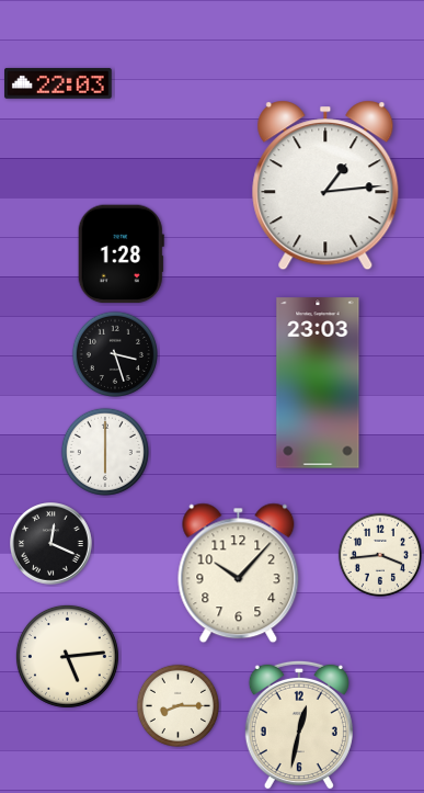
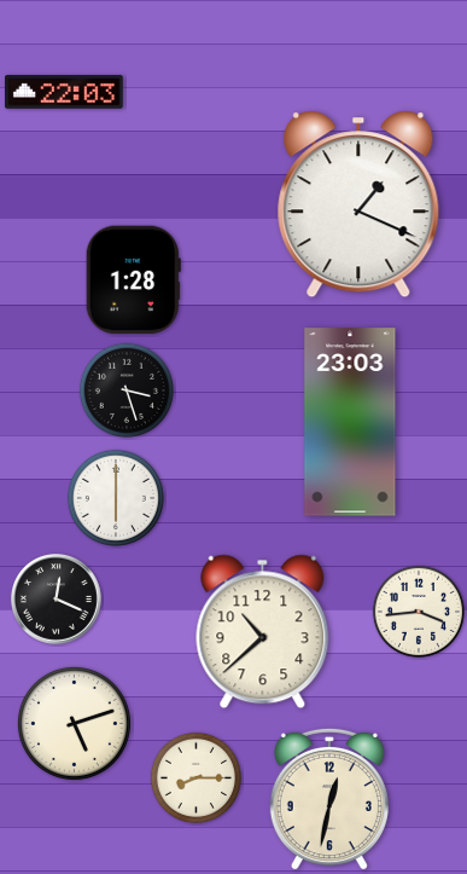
clock at (325, 185): 1:14 -> 1:19
clock at (239, 574): 10:07 -> 10:38
clock at (67, 656): 5:14 -> 5:12
